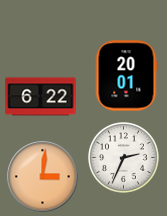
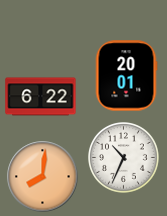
clock at (124, 158): 2:34 -> 10:34
clock at (43, 177): 3:01 -> 8:01
